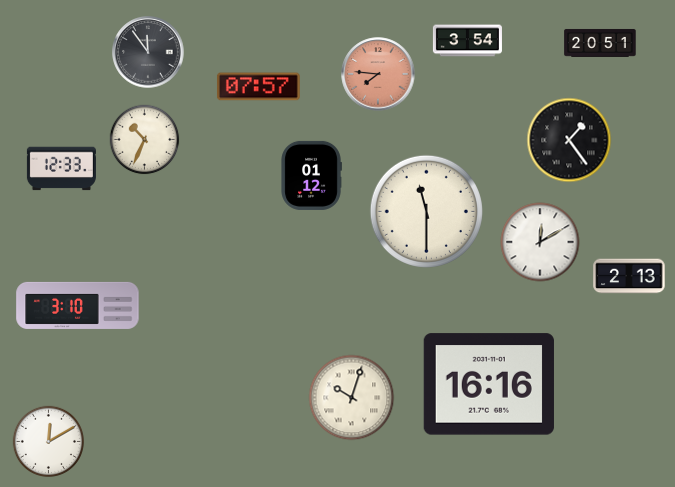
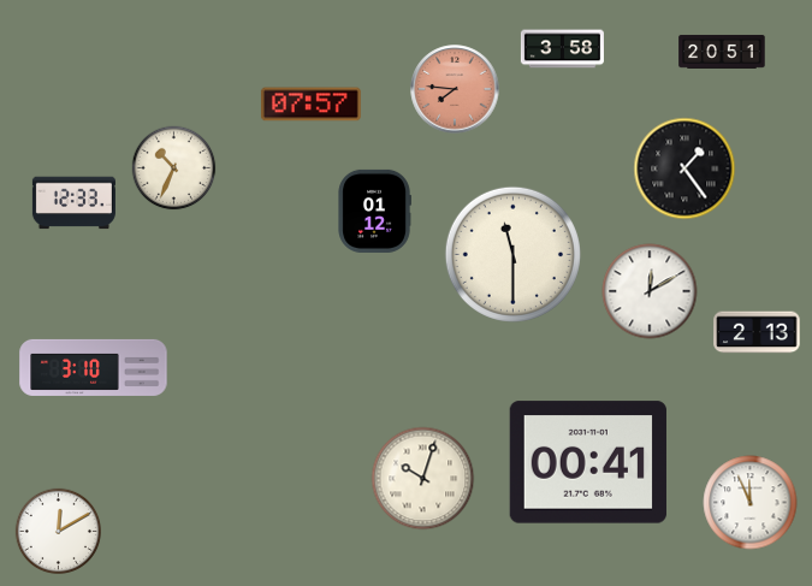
clock at (467, 41): 3:54 -> 3:58
clock at (148, 52): 11:54 -> none
clock at (488, 384): 16:16 -> 00:41
clock at (751, 503): none -> 11:56
